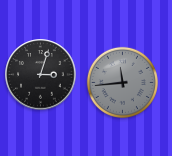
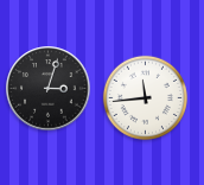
clock at (122, 82) dial: grey -> white
